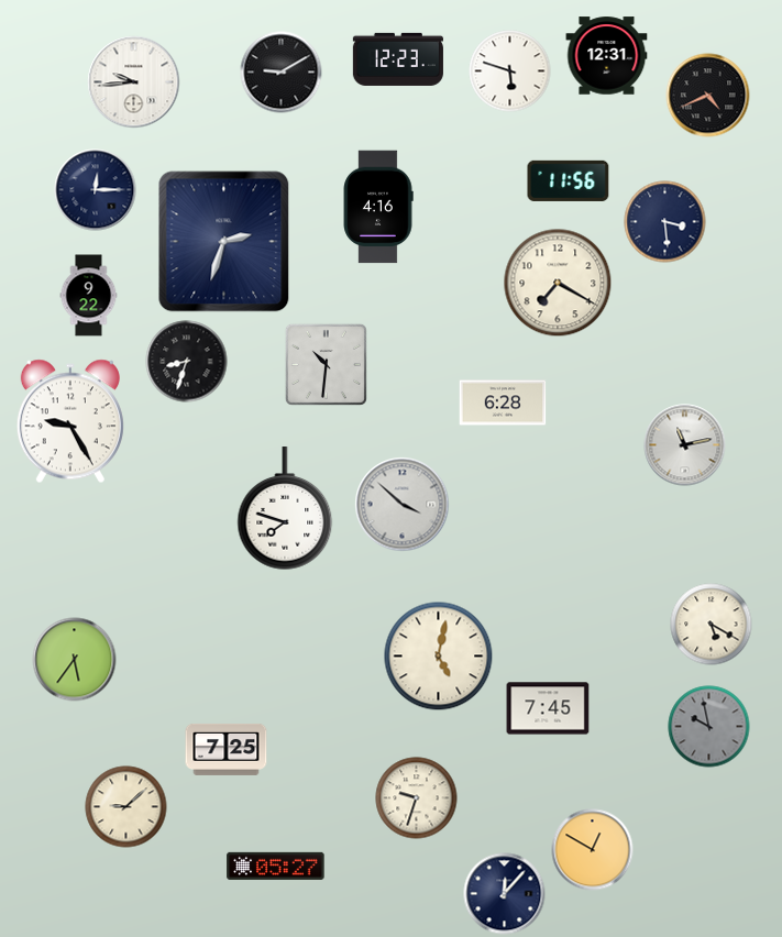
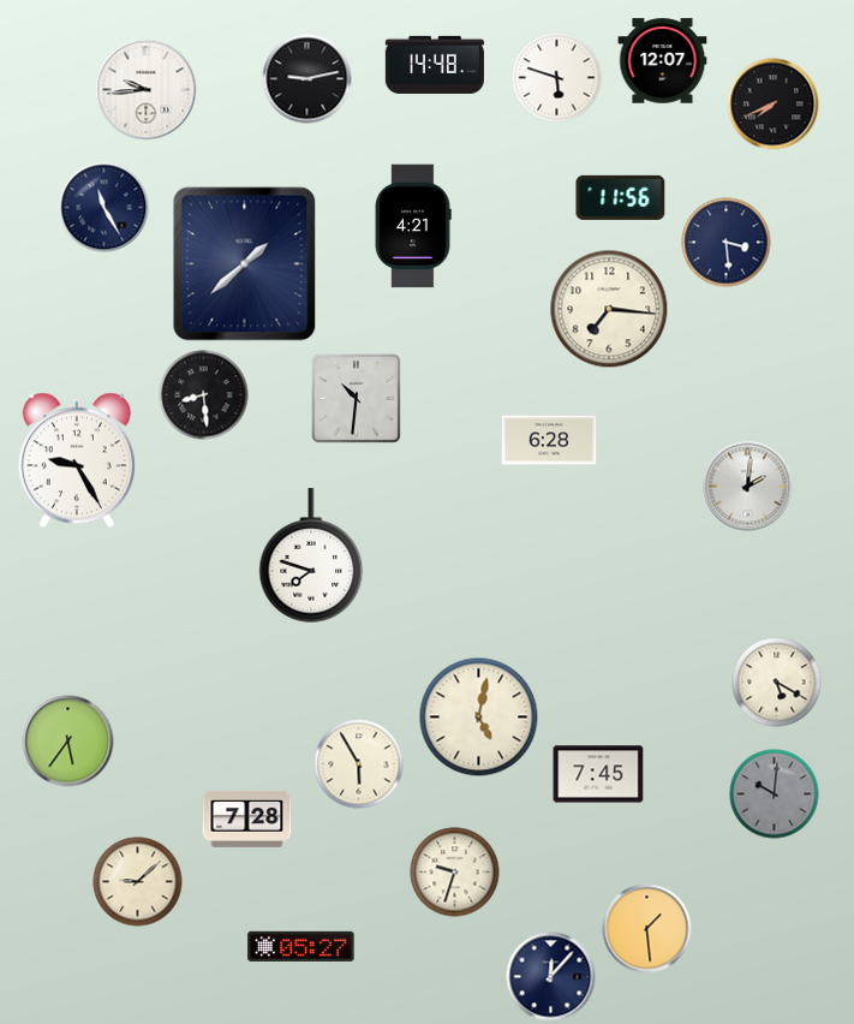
clock at (607, 56): 12:31 -> 12:07
clock at (398, 59): 12:23 -> 14:48
clock at (282, 73): 9:10 -> 9:13
clock at (708, 96): 4:41 -> 7:41
clock at (96, 190): 12:15 -> 11:25
clock at (378, 207): 4:16 -> 4:21
clock at (224, 242): 2:33 -> 1:38
clock at (558, 283): 7:20 -> 7:16
clock at (89, 296): 9:22 -> none
clock at (187, 362): 8:33 -> 8:29
clock at (685, 445): 11:13 -> 2:01
clock at (403, 505): 3:52 -> none
clock at (75, 660) position: (75, 660) -> (68, 742)
clock at (359, 764): none -> 5:55
clock at (709, 727): 9:58 -> 10:01
clock at (227, 749): 7:25 -> 7:28
clock at (593, 850): 12:50 -> 1:29
